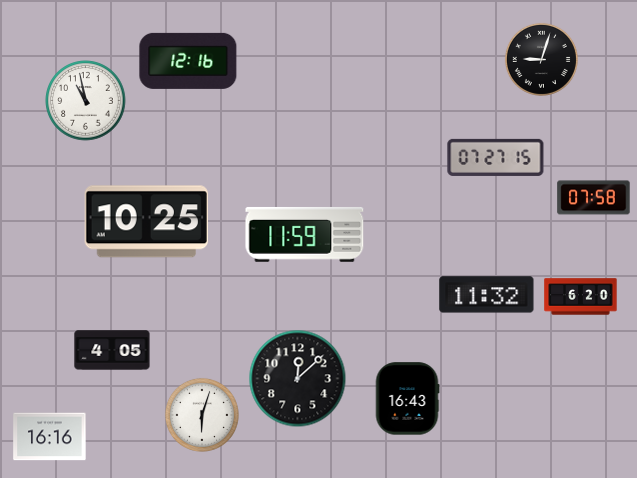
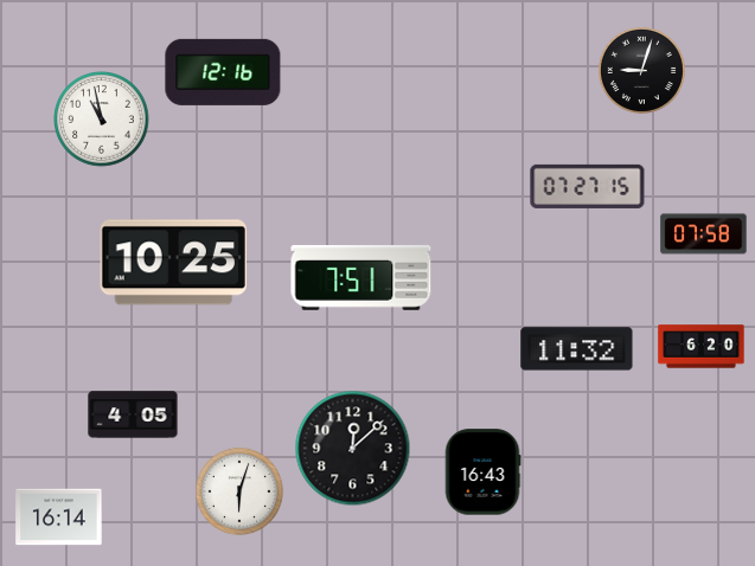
clock at (305, 234): 11:59 -> 7:51
clock at (581, 297) position: (581, 297) -> (702, 347)
clock at (50, 437): 16:16 -> 16:14
